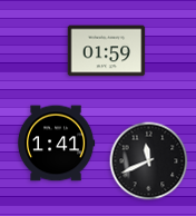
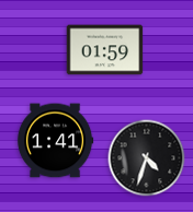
clock at (149, 161): 11:41 -> 4:33
